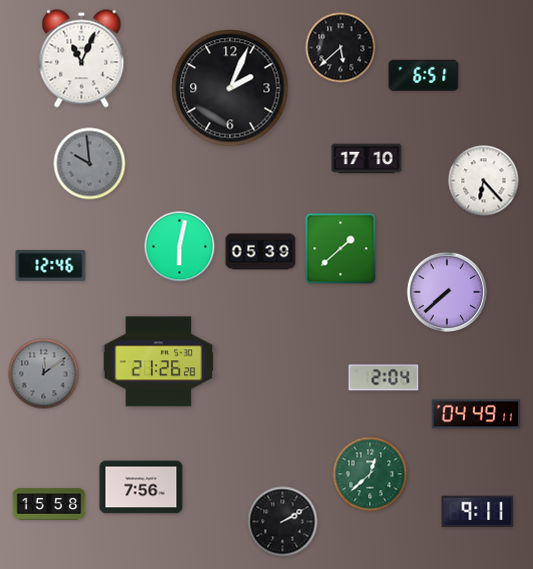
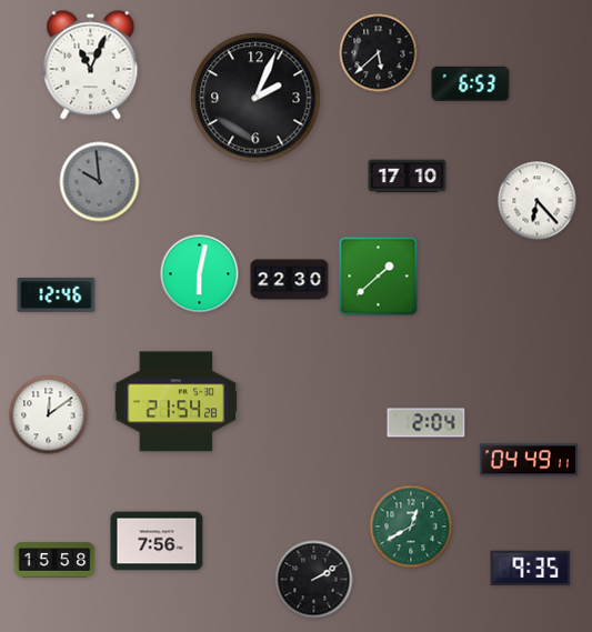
clock at (424, 75): 6:51 -> 6:53
clock at (261, 252): 05:39 -> 22:30
clock at (447, 292): 7:38 -> none
clock at (159, 362): 21:26 -> 21:54
clock at (44, 374) dial: grey -> white
clock at (384, 378) position: (384, 378) -> (427, 423)
clock at (370, 474): 12:38 -> 12:40
clock at (478, 511): 9:11 -> 9:35
